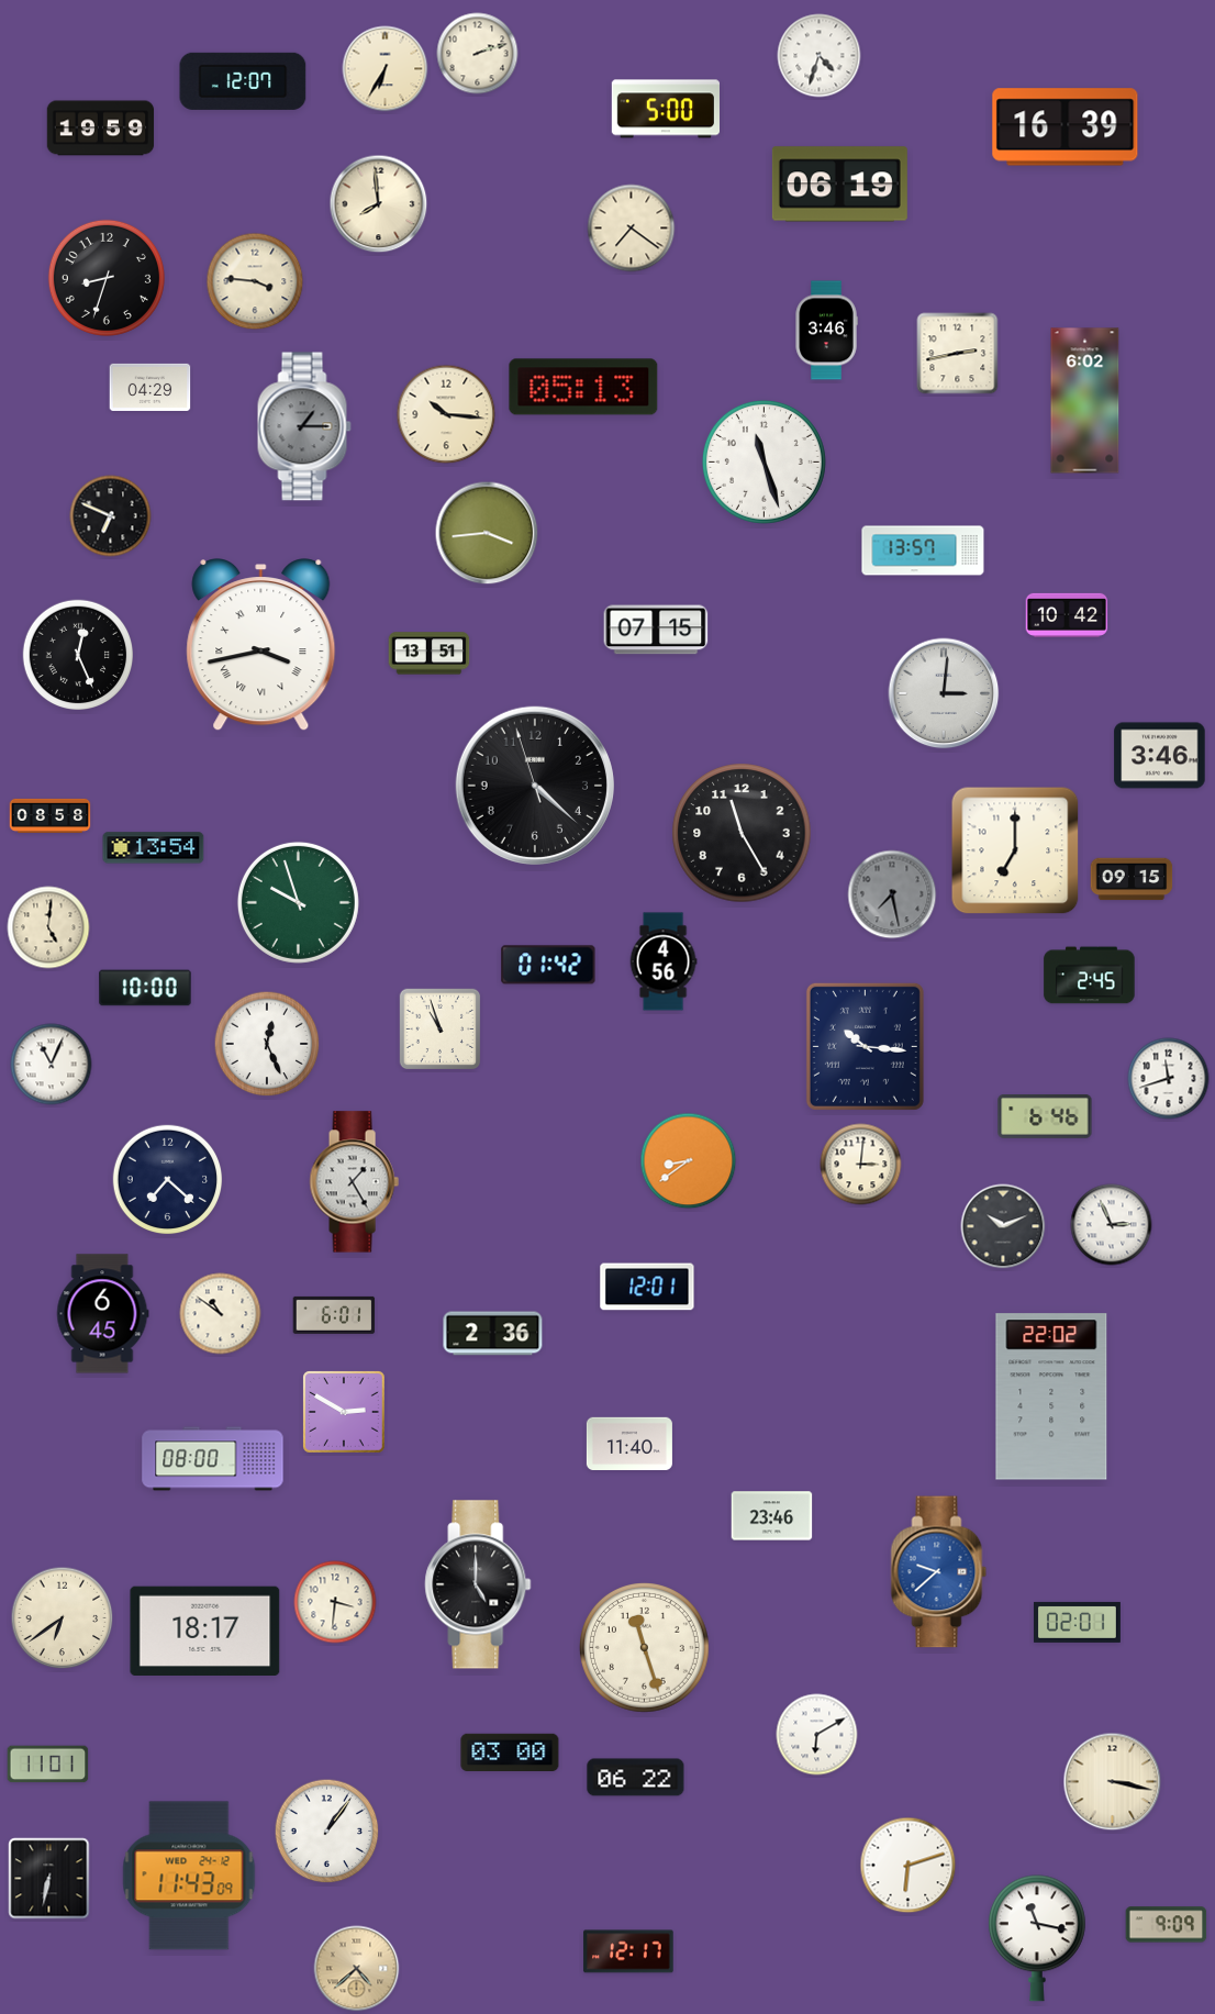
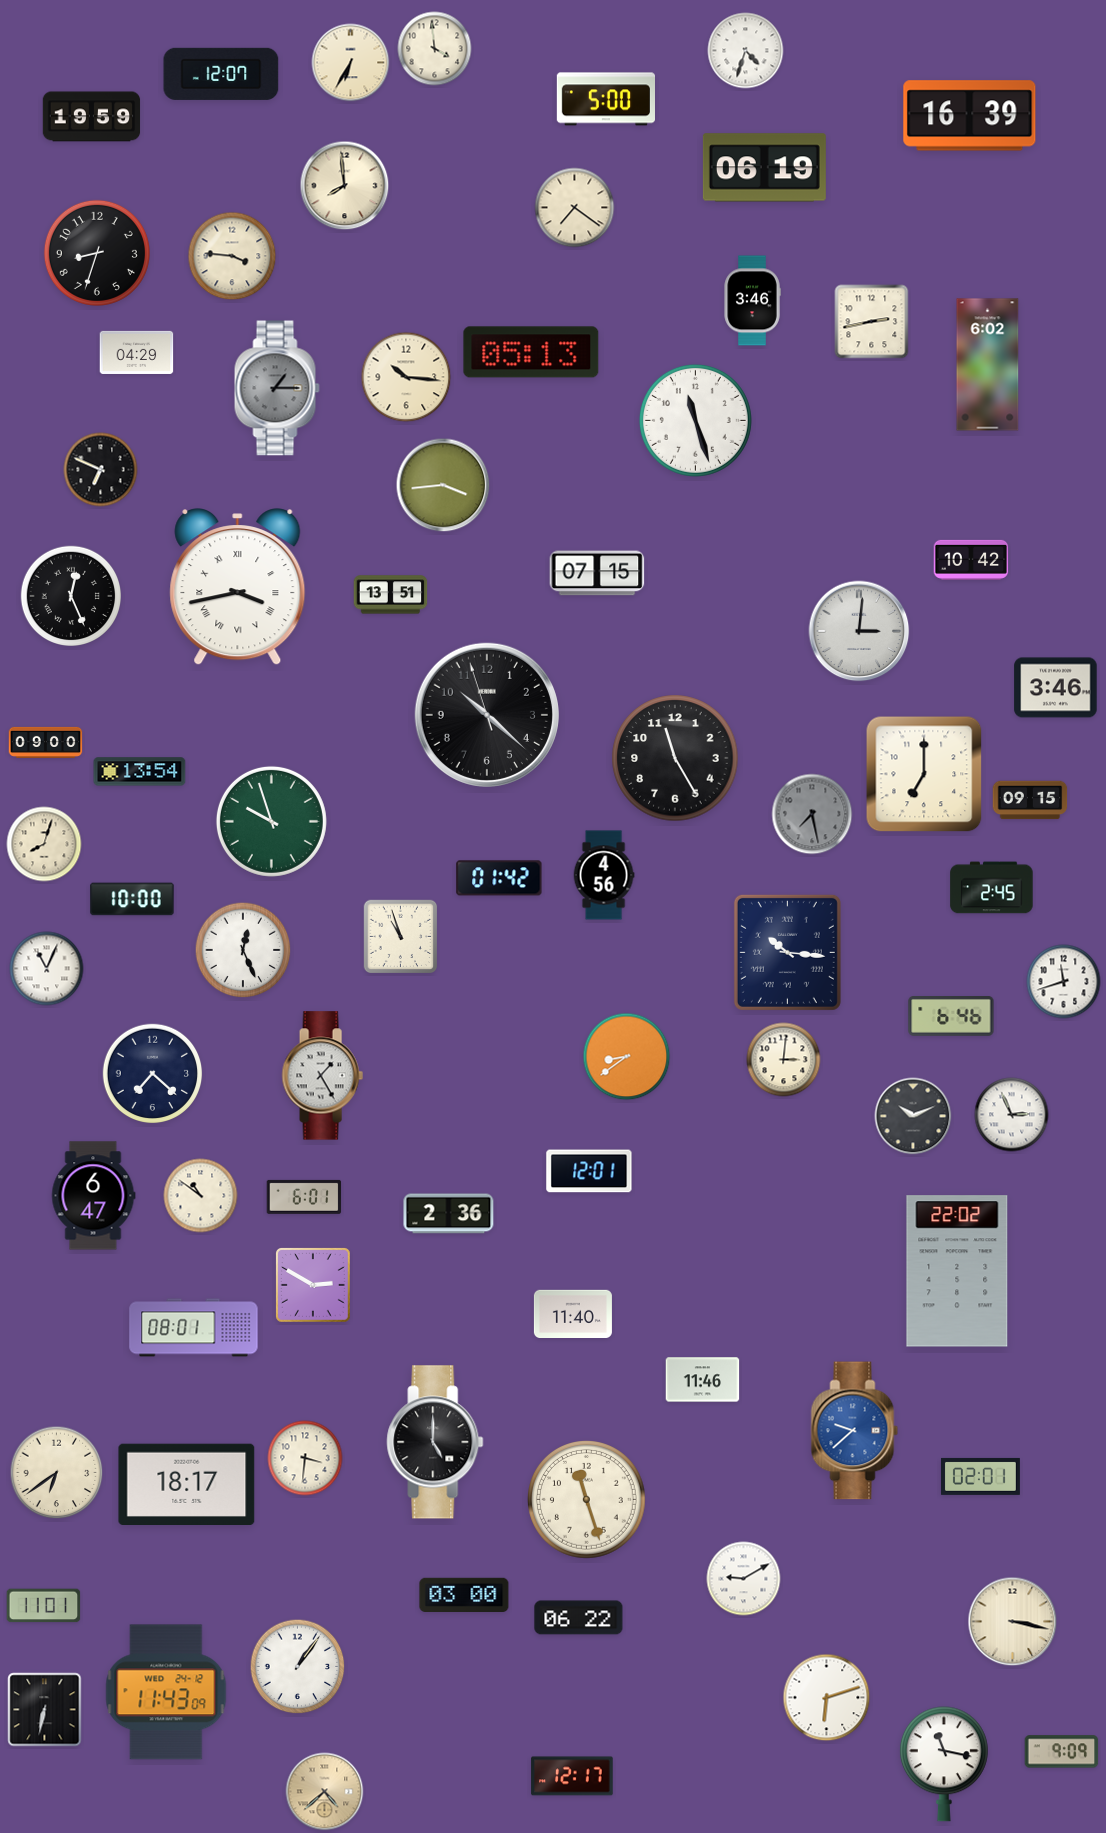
clock at (478, 54): 2:12 -> 3:59
clock at (923, 550): 13:57 -> none
clock at (535, 786): 4:21 -> 10:21
clock at (51, 815): 08:58 -> 09:00
clock at (48, 927): 5:01 -> 8:03
clock at (102, 1314): 6:45 -> 6:47
clock at (213, 1459): 08:00 -> 08:01
clock at (772, 1516): 23:46 -> 11:46
clock at (817, 1735): 6:10 -> 9:10
clock at (189, 1876) position: (189, 1876) -> (166, 1692)
